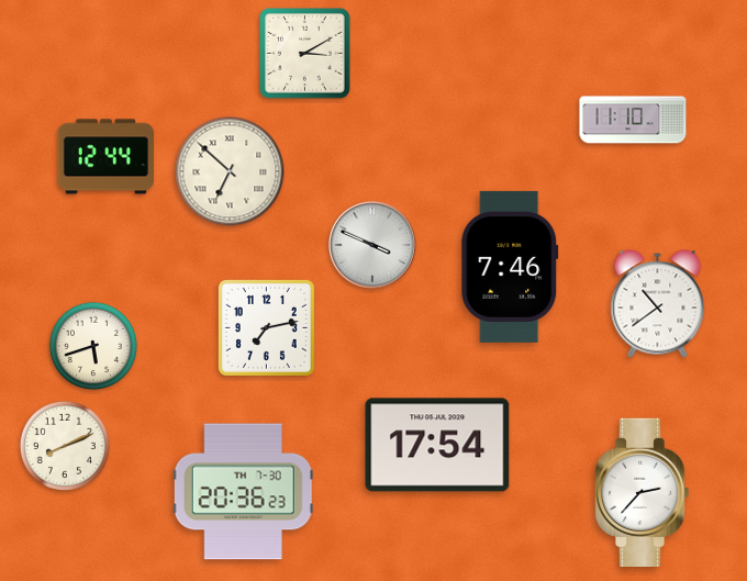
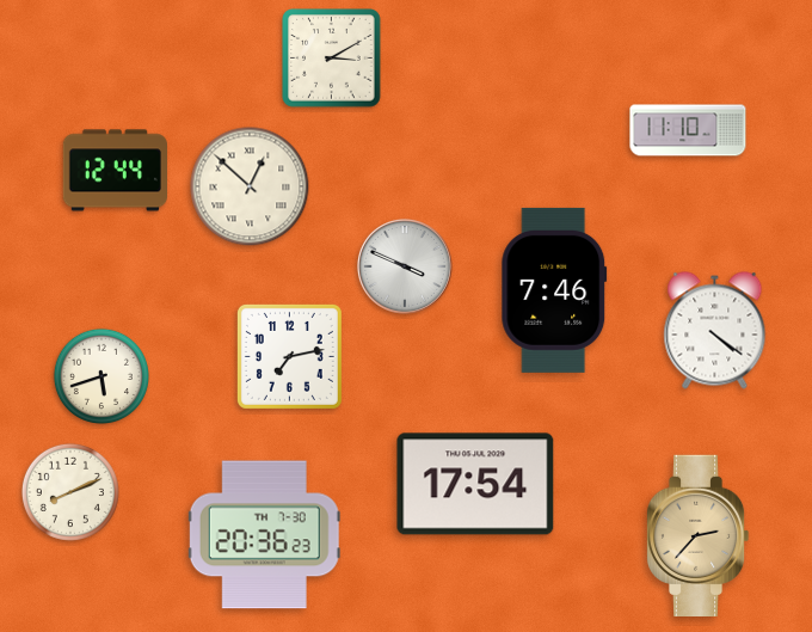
clock at (230, 171): 6:52 -> 12:52
clock at (658, 304): 10:39 -> 4:21
clock at (65, 446) position: (65, 446) -> (70, 492)
clock at (642, 492) dial: white -> champagne
